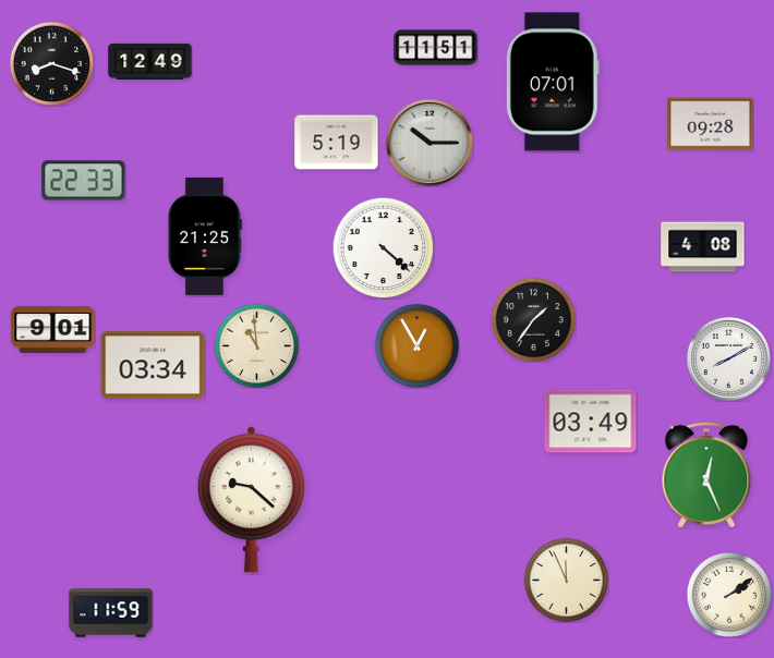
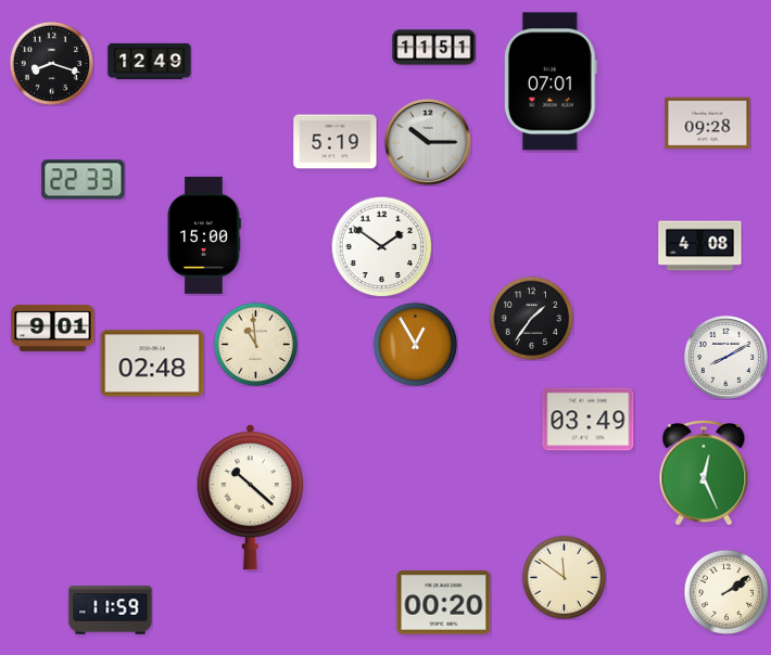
clock at (205, 236): 21:25 -> 15:00
clock at (383, 247): 4:22 -> 1:51
clock at (153, 365): 03:34 -> 02:48
clock at (251, 499): 9:22 -> 10:22
clock at (566, 580): 11:56 -> 11:51
clock at (444, 603): none -> 00:20
